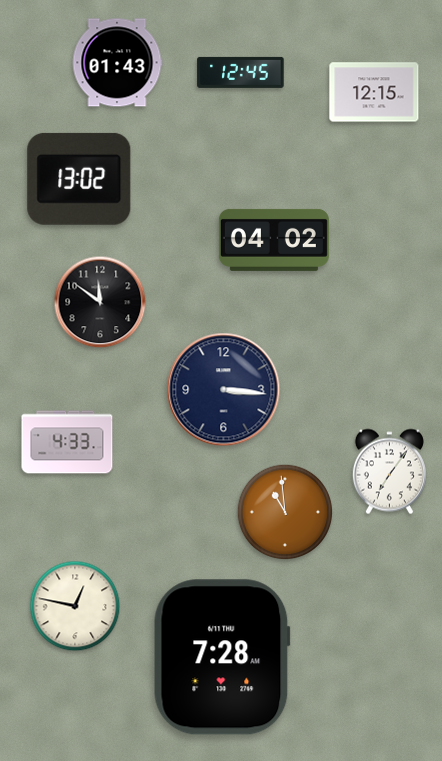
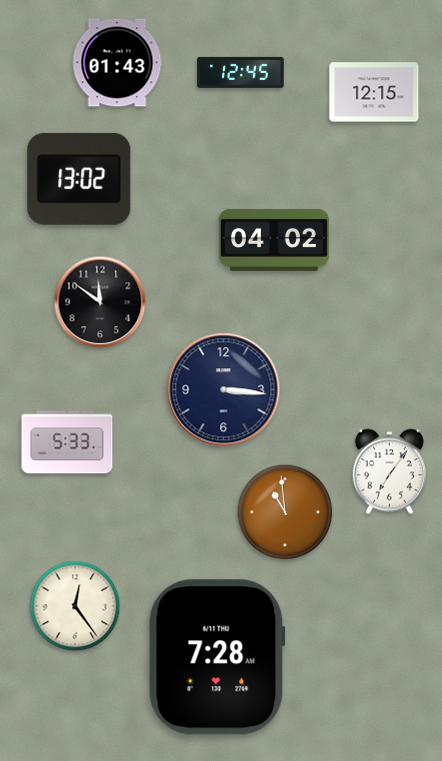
clock at (67, 442): 4:33 -> 5:33
clock at (75, 606): 12:47 -> 12:24
clock at (222, 657) position: (222, 657) -> (217, 657)
